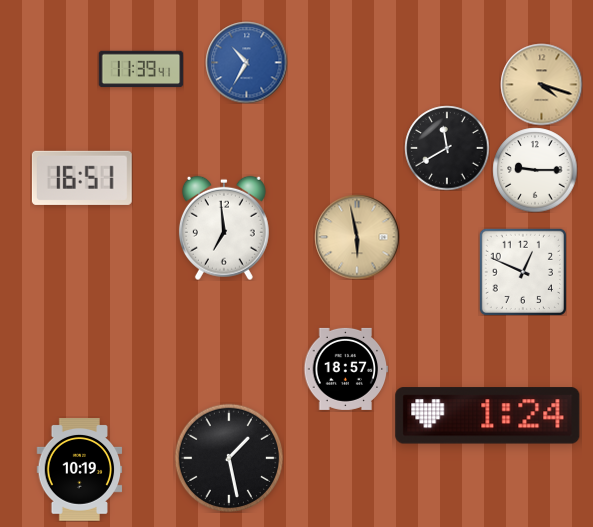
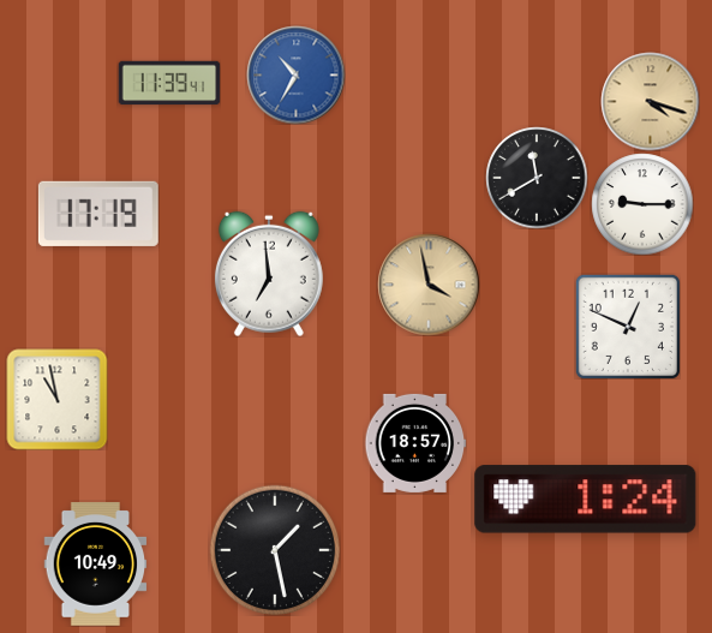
clock at (82, 178): 16:51 -> 17:19
clock at (357, 237): 5:58 -> 3:58
clock at (56, 399): none -> 10:58
clock at (80, 470): 10:19 -> 10:49
